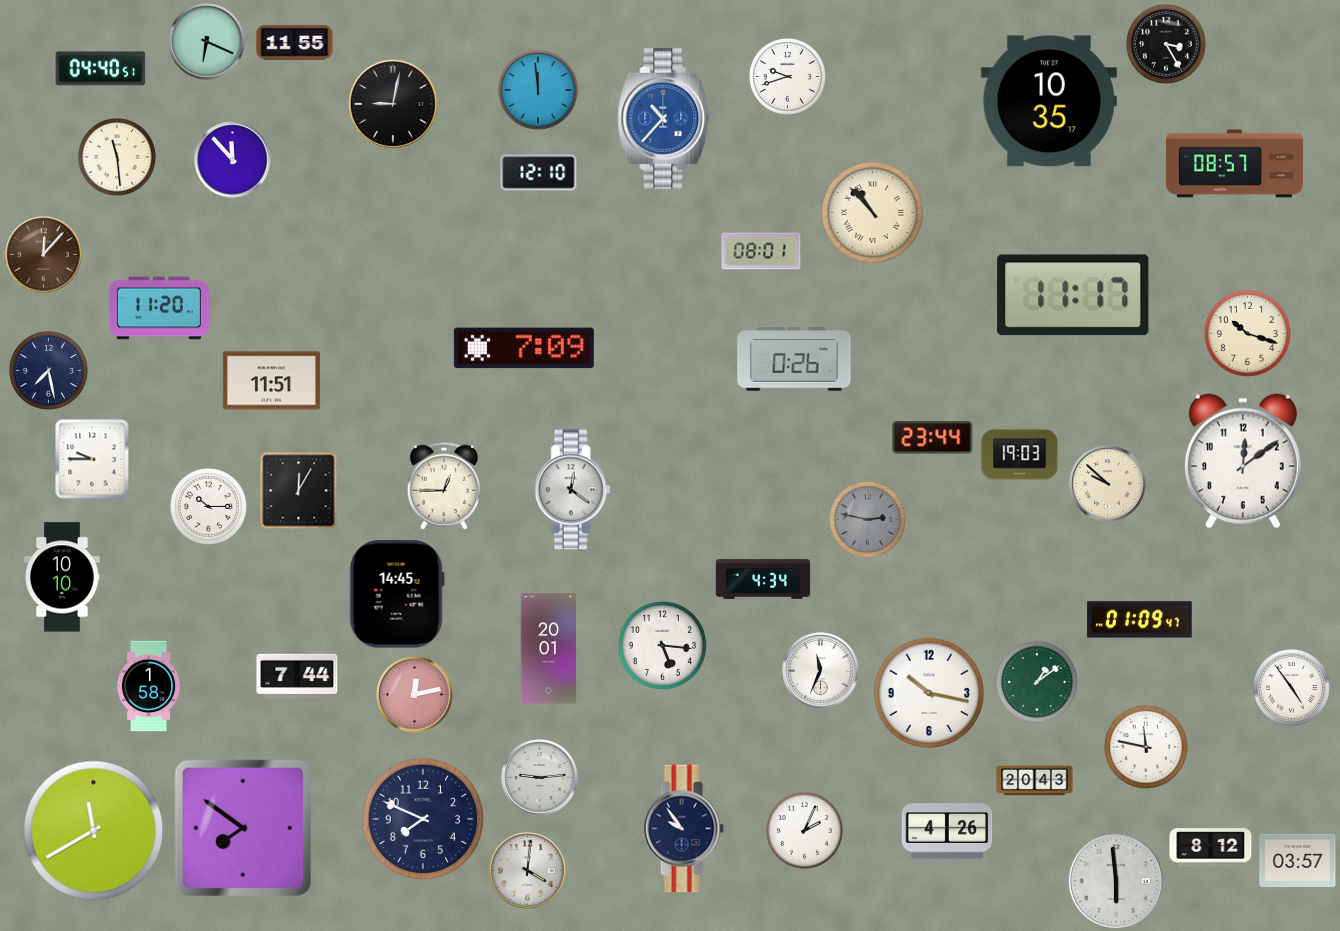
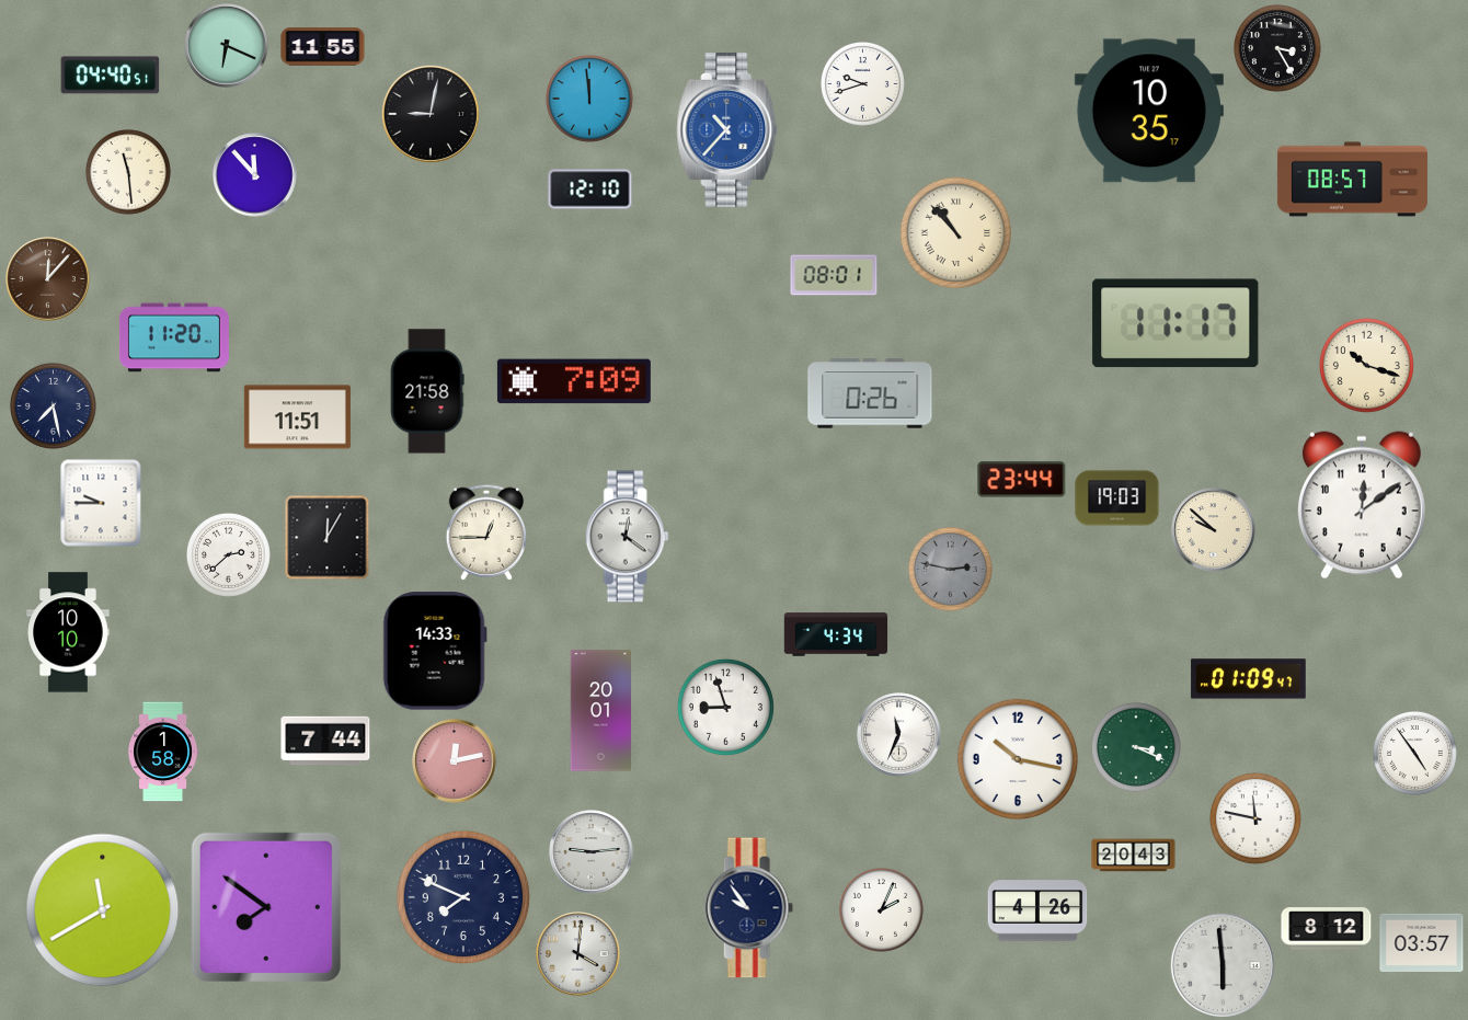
clock at (427, 391): none -> 21:58
clock at (209, 507): 10:15 -> 2:38
clock at (397, 594): 14:45 -> 14:33
clock at (662, 645): 5:16 -> 8:57
clock at (1037, 682): 1:09 -> 3:19
